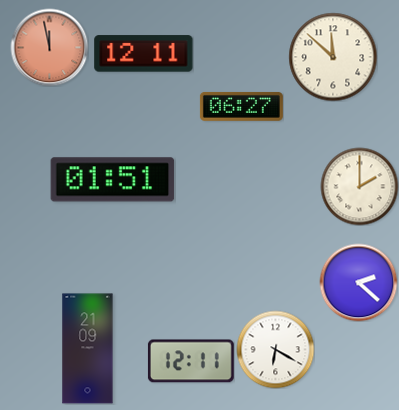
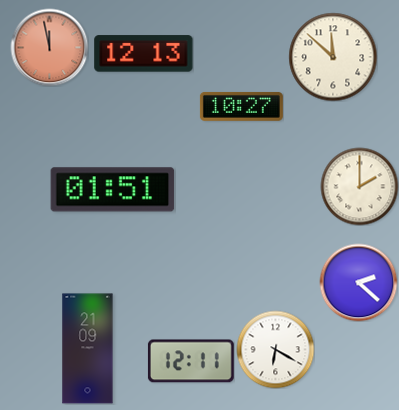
clock at (144, 54): 12:11 -> 12:13
clock at (241, 106): 06:27 -> 10:27
clock at (113, 180) position: (113, 180) -> (113, 190)
